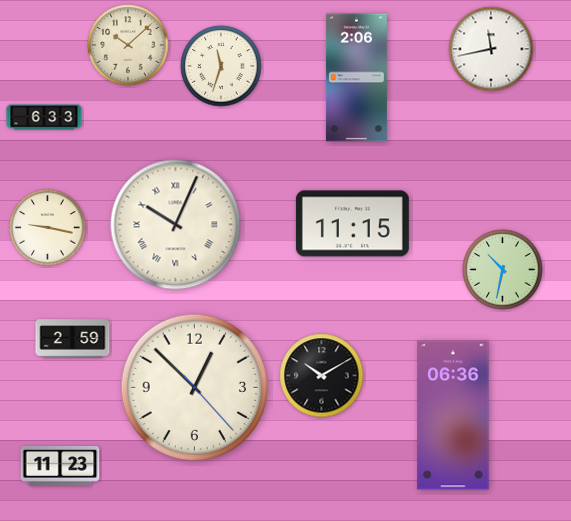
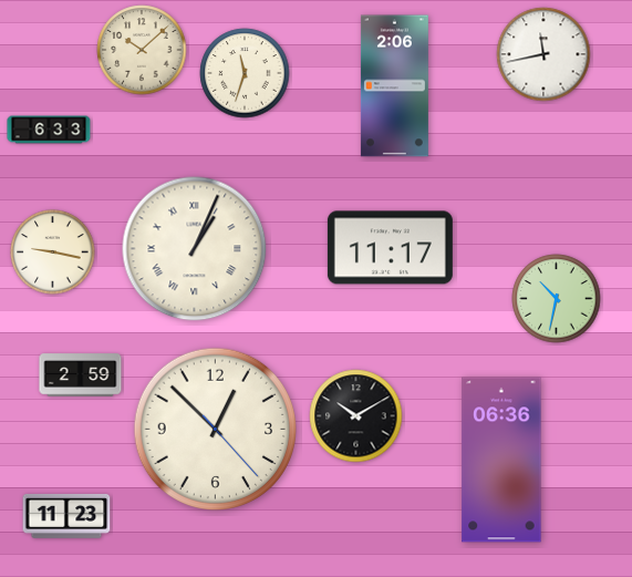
clock at (352, 224): 11:15 -> 11:17
clock at (176, 225): 10:04 -> 1:04
